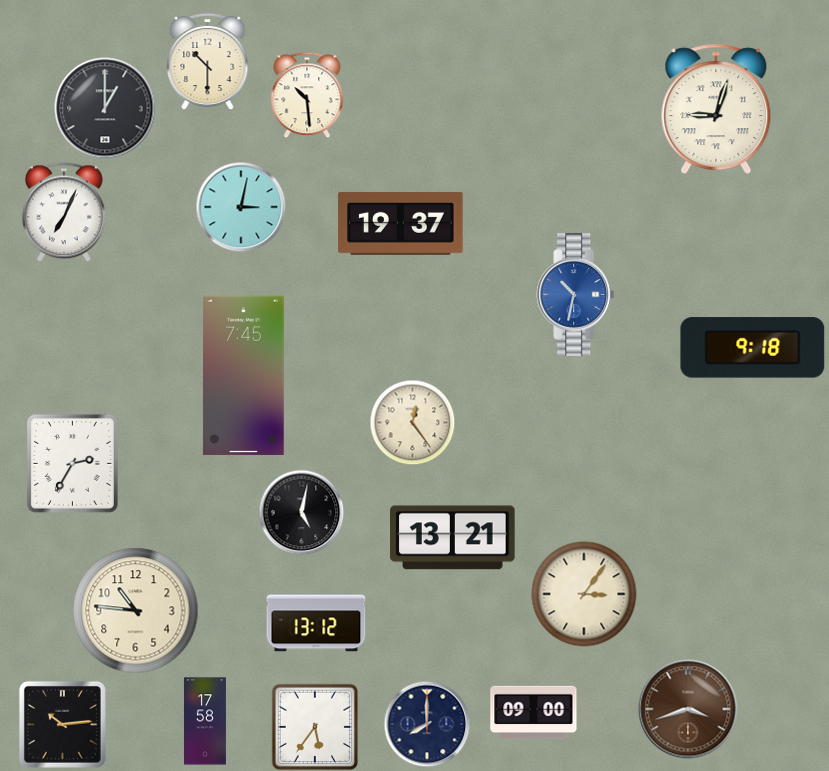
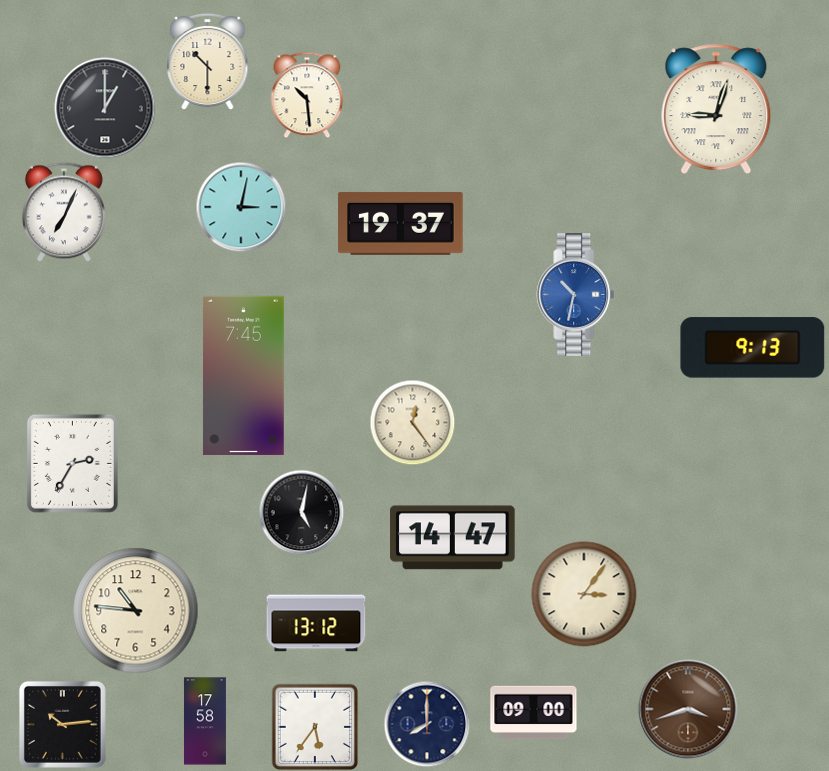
clock at (753, 348): 9:18 -> 9:13
clock at (453, 538): 13:21 -> 14:47
